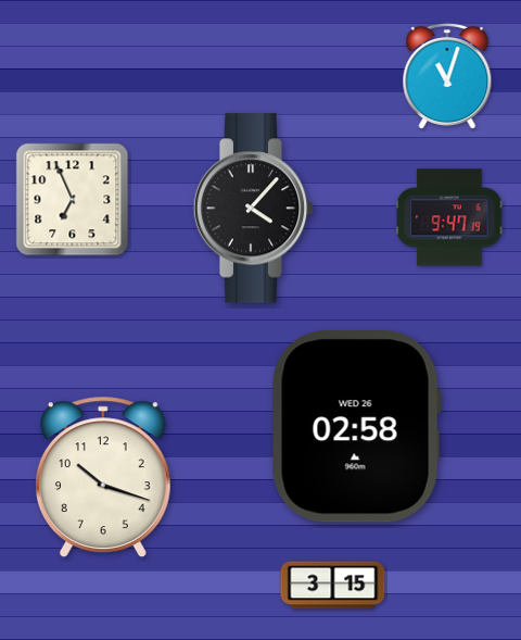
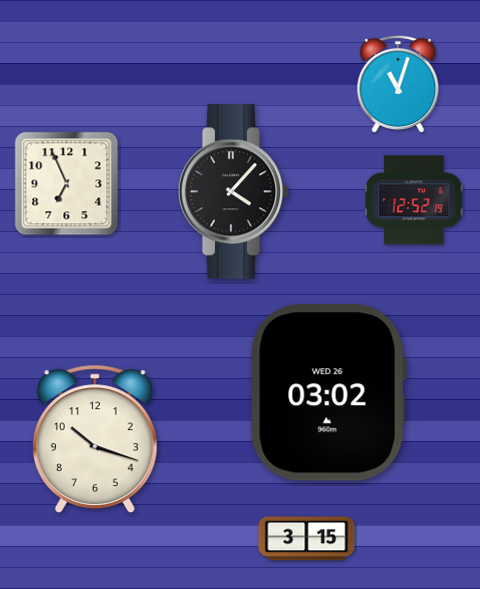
clock at (447, 75) position: (447, 75) -> (398, 83)
clock at (449, 217): 9:47 -> 12:52
clock at (356, 427): 02:58 -> 03:02
